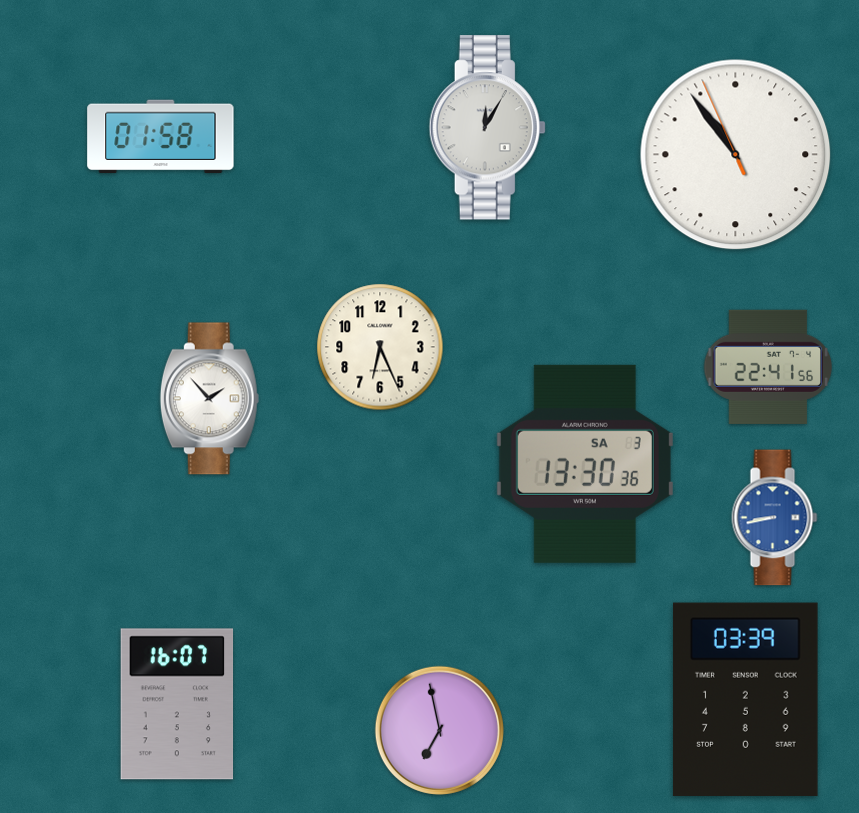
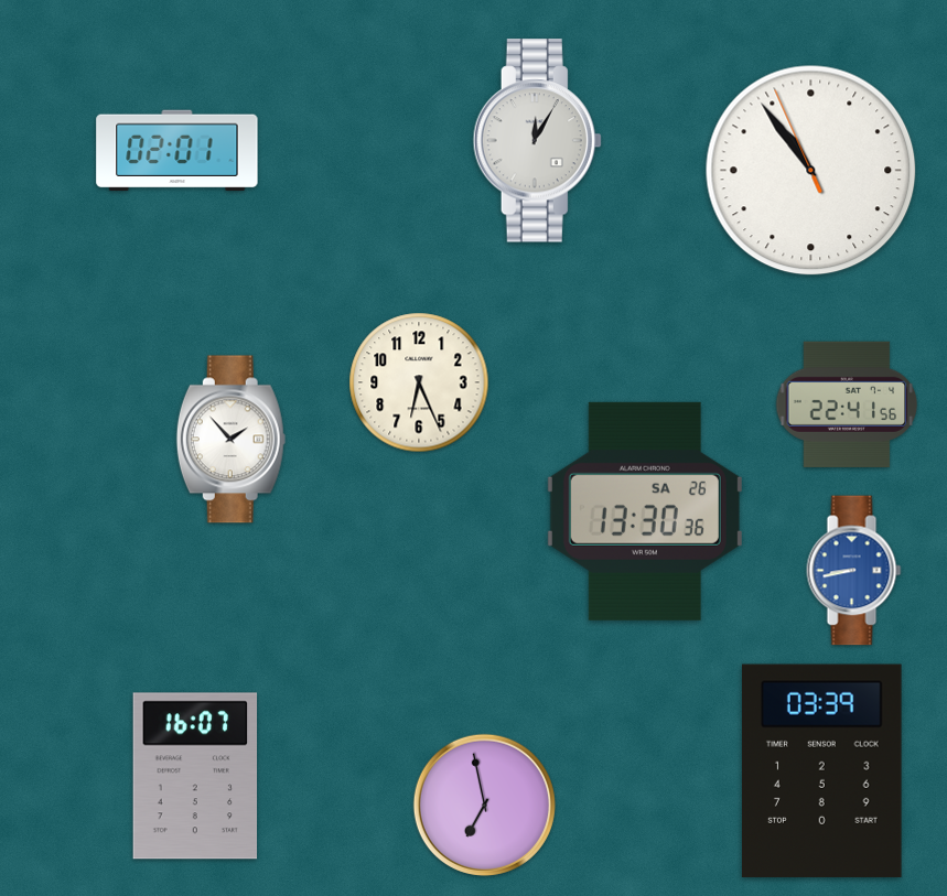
clock at (161, 137): 01:58 -> 02:01
clock at (585, 464) date: SA 3 -> SA 26
